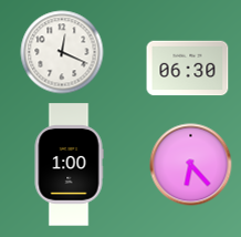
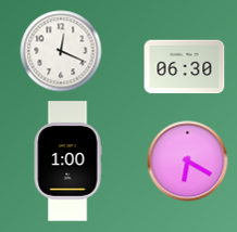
clock at (191, 165): 6:23 -> 6:20
